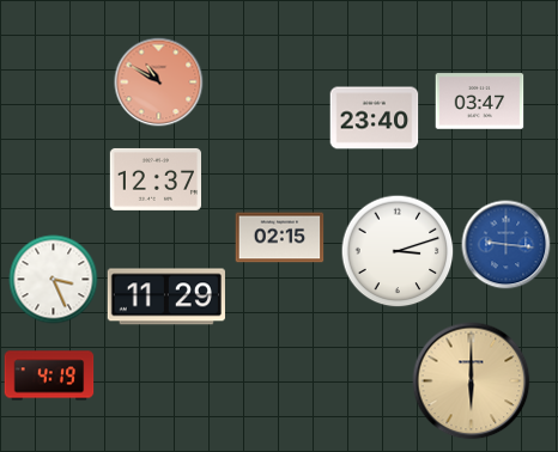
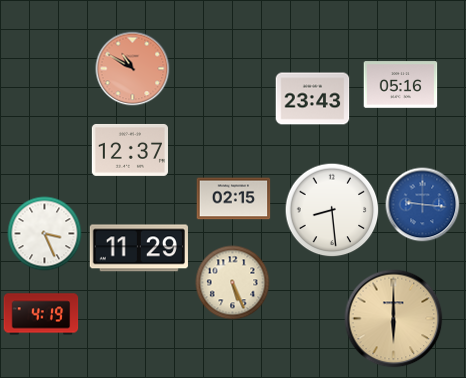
clock at (480, 102): 03:47 -> 05:16
clock at (375, 118): 23:40 -> 23:43
clock at (398, 251): 3:12 -> 8:29
clock at (233, 283): none -> 5:26
